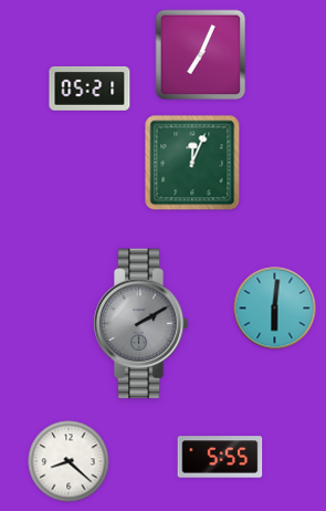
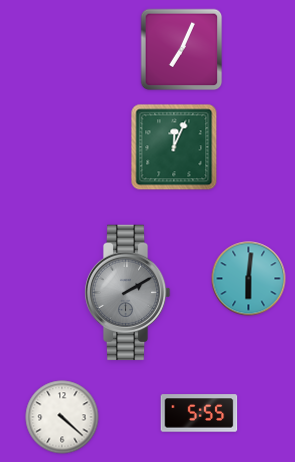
clock at (90, 88): 05:21 -> none
clock at (69, 461): 8:22 -> 4:22
